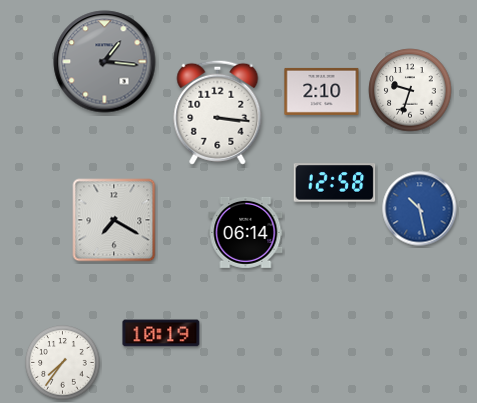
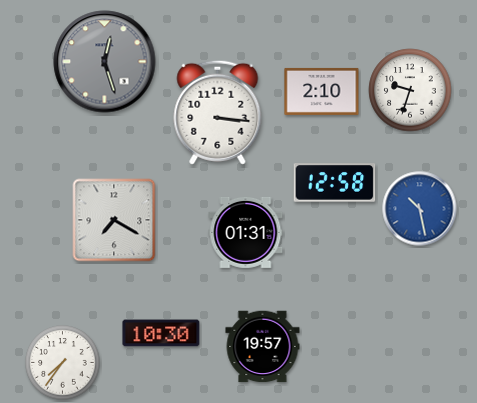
clock at (105, 62): 1:16 -> 12:27
clock at (246, 232): 06:14 -> 01:31
clock at (161, 333): 10:19 -> 10:30
clock at (263, 347): none -> 19:57
